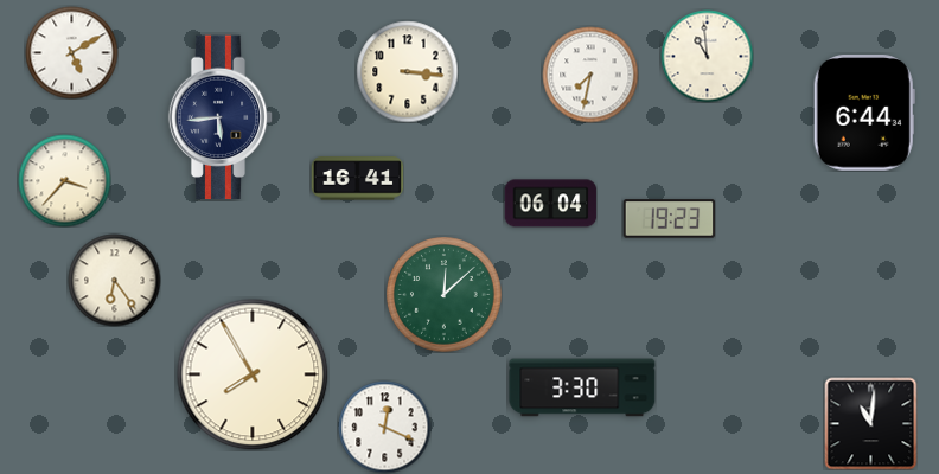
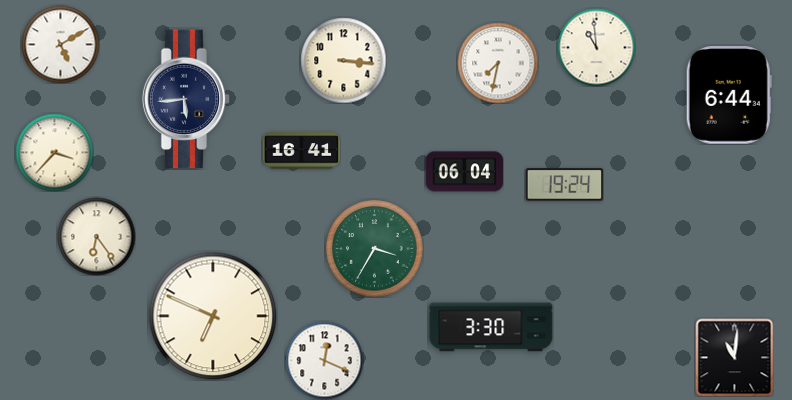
clock at (669, 219): 19:23 -> 19:24
clock at (445, 295): 12:08 -> 3:35
clock at (253, 374): 7:55 -> 6:49
